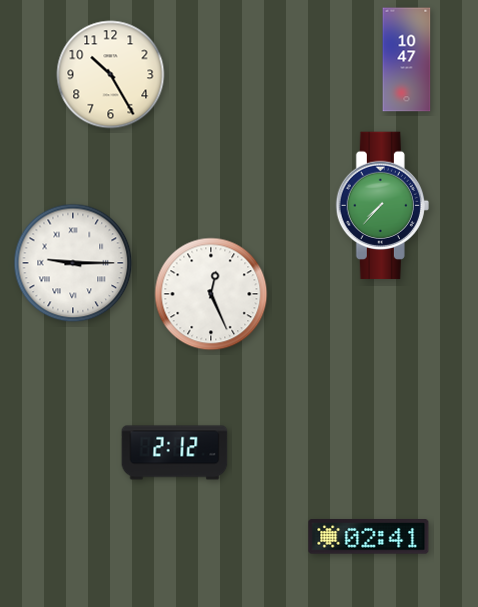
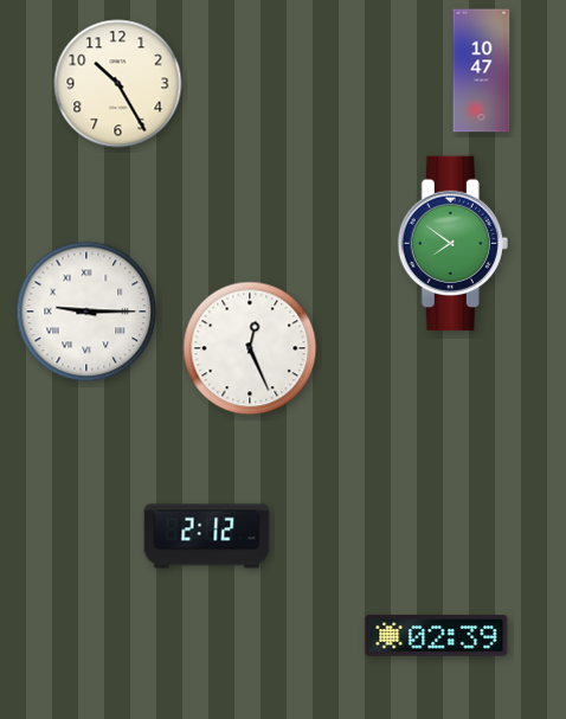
clock at (111, 75) position: (111, 75) -> (118, 84)
clock at (382, 206): 7:37 -> 7:51
clock at (369, 537): 02:41 -> 02:39
